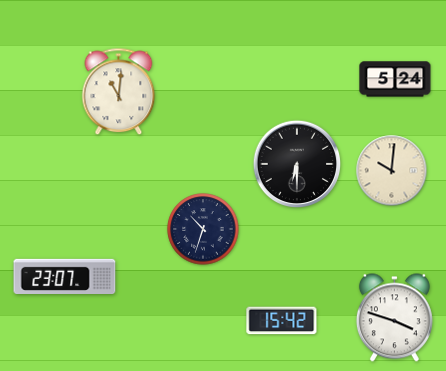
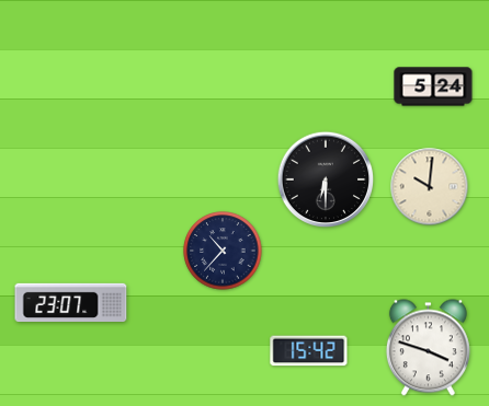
clock at (119, 92): 11:01 -> none
clock at (203, 229): 10:33 -> 10:37
clock at (394, 318) position: (394, 318) -> (428, 348)
